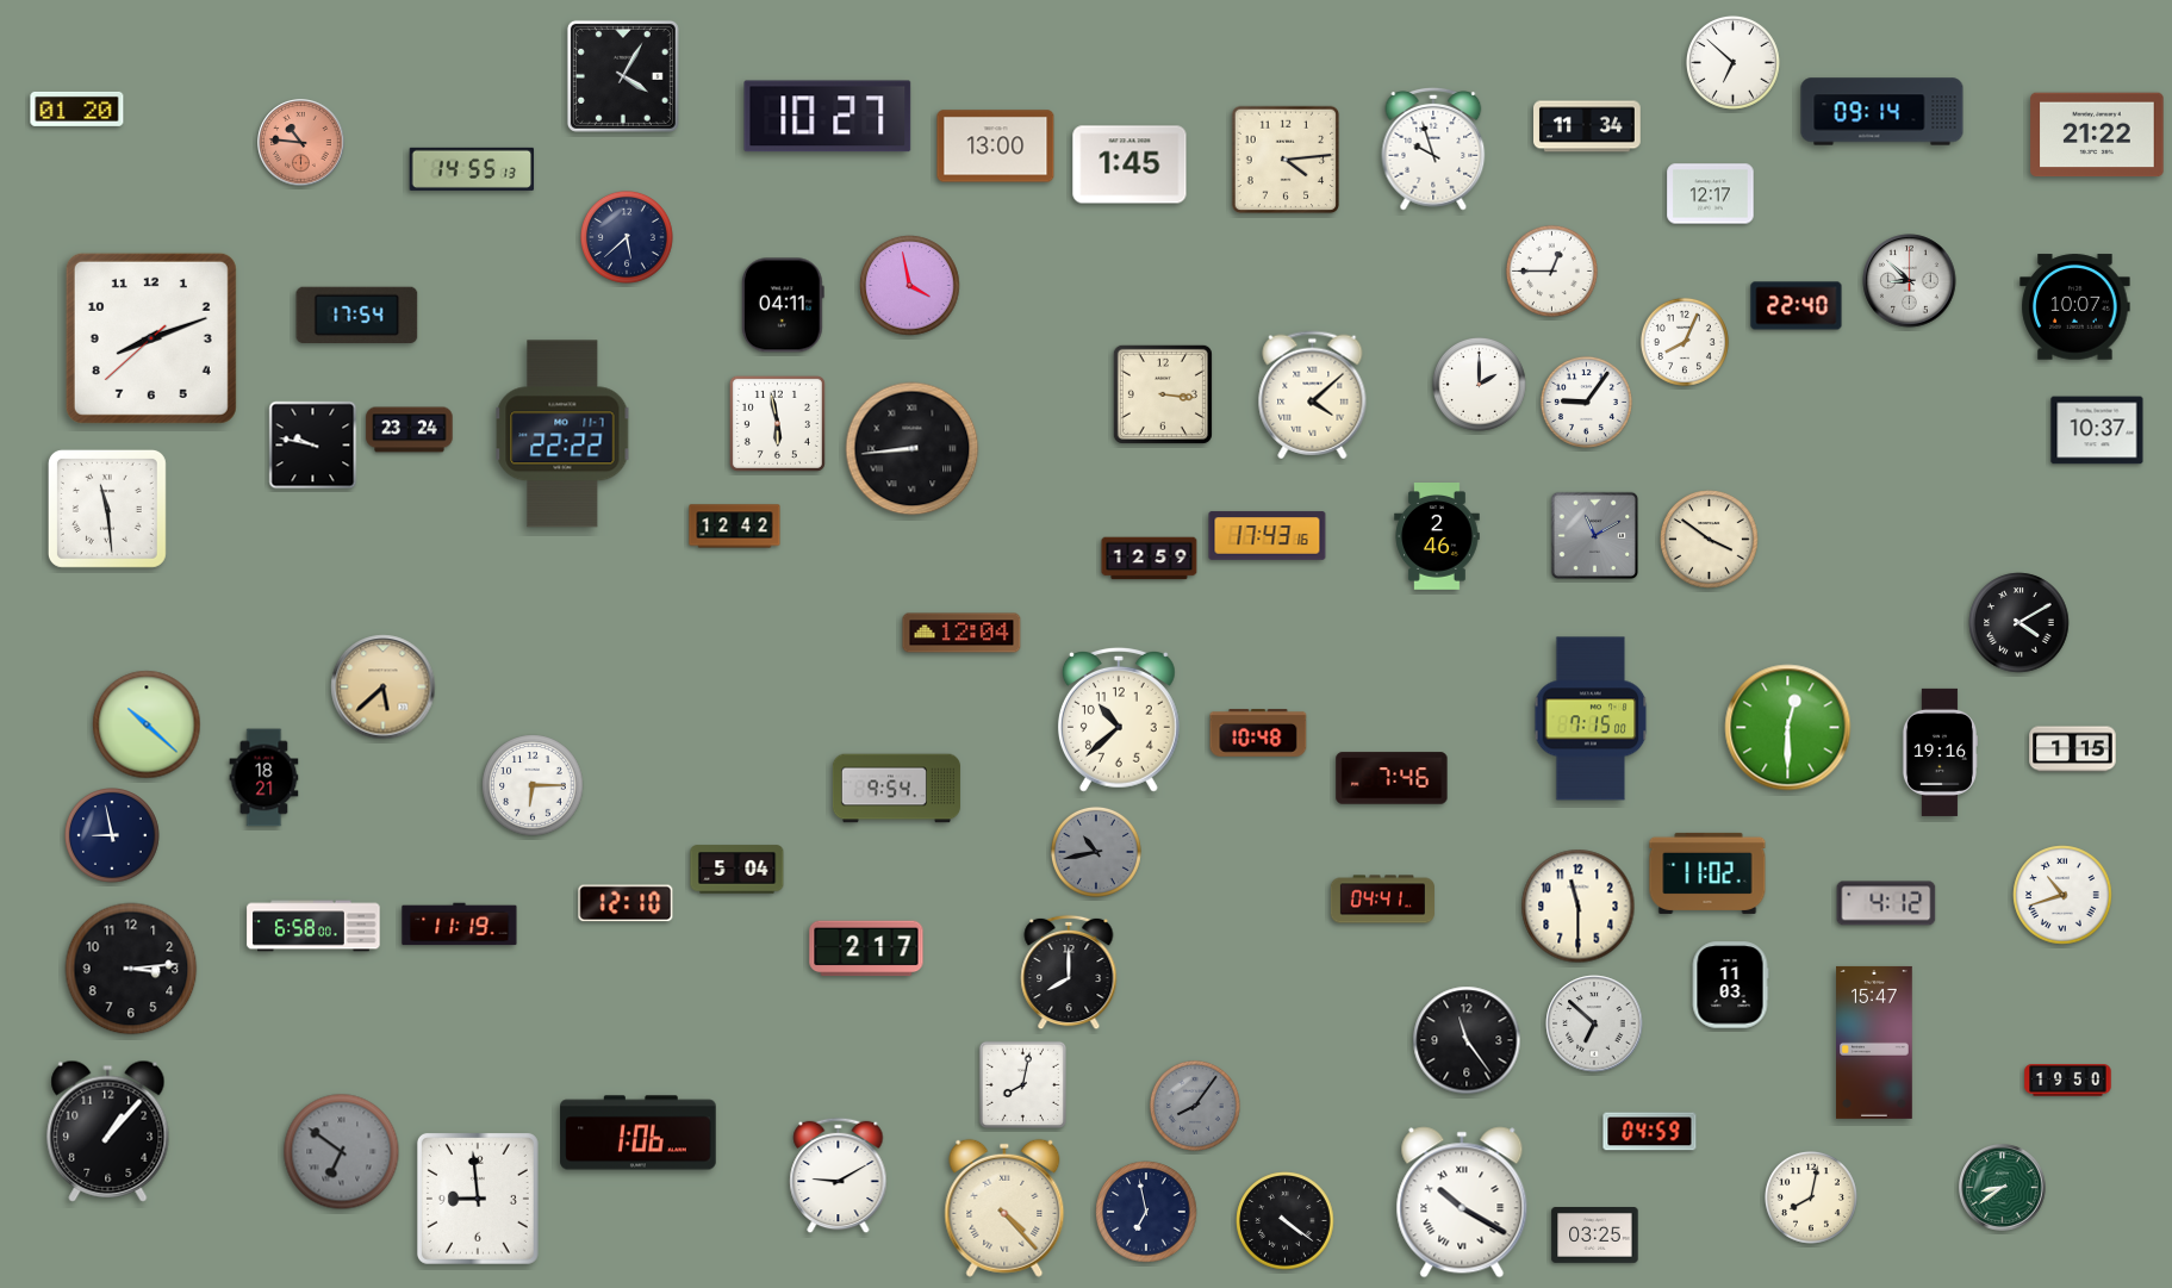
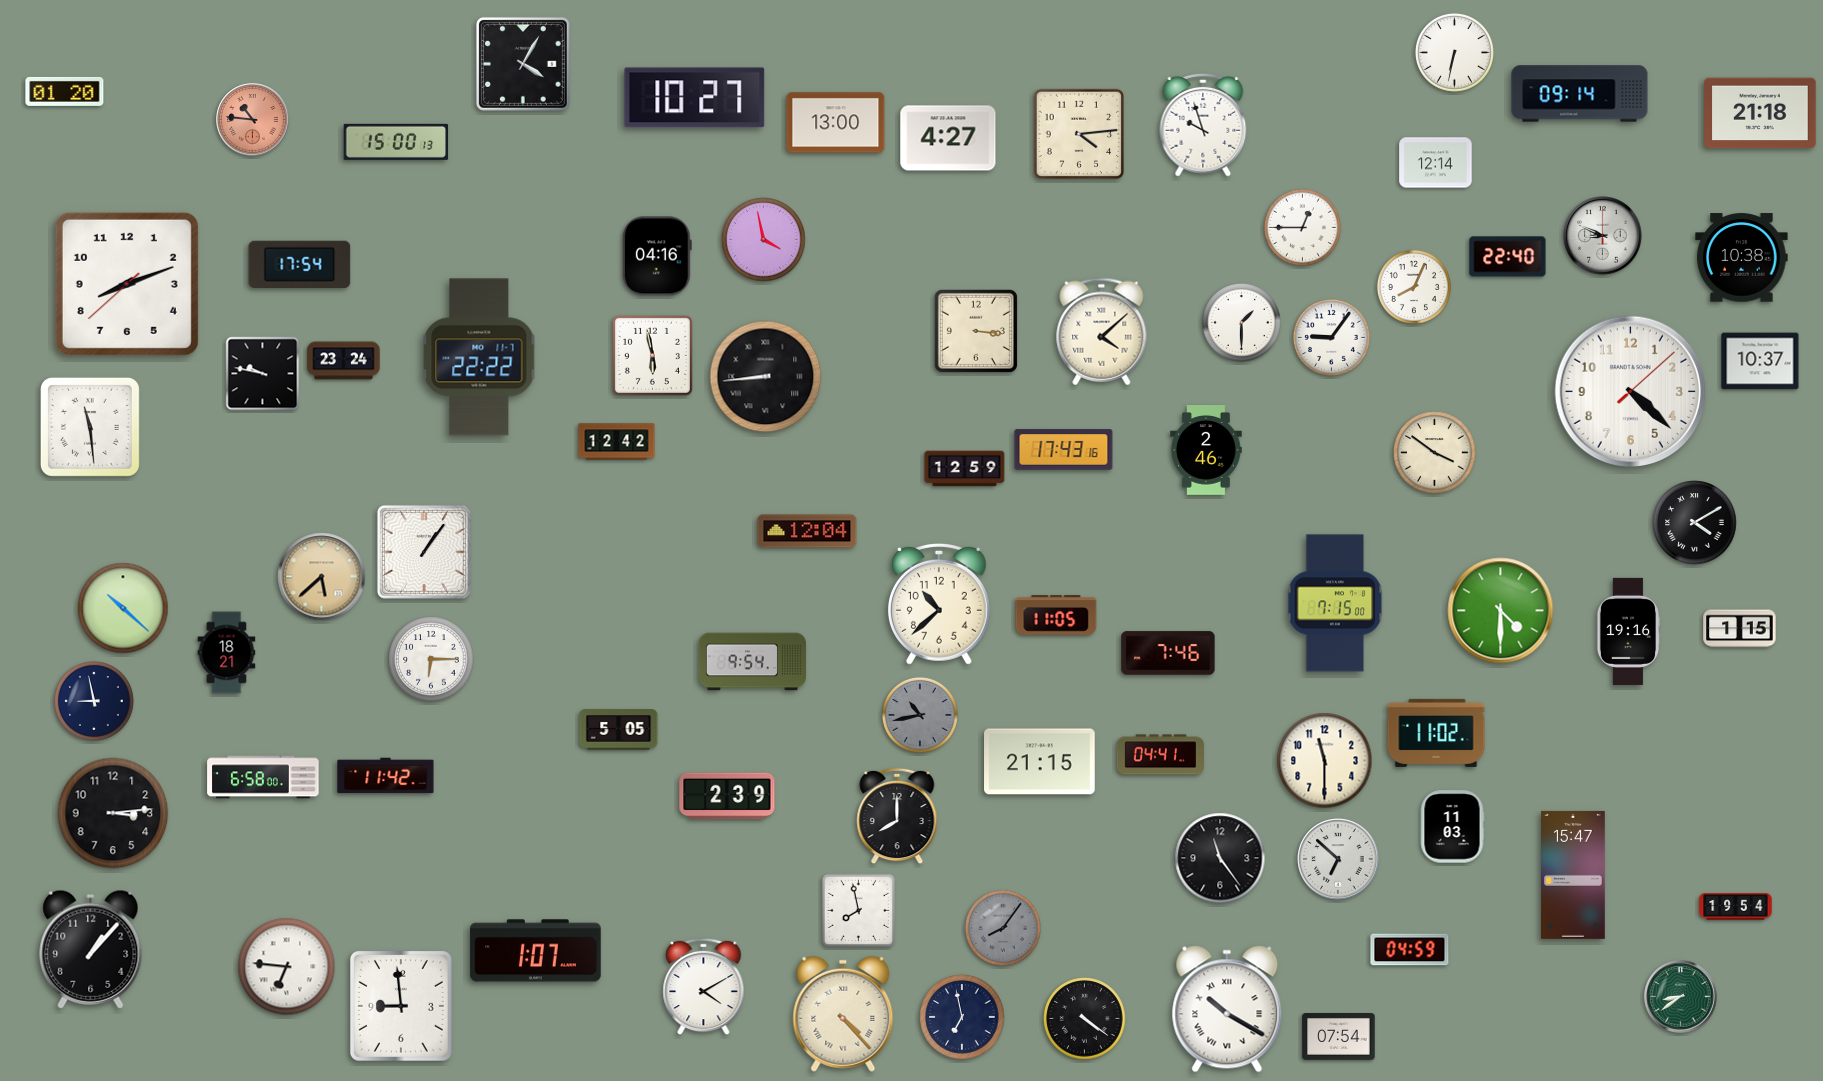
clock at (1732, 62): 6:52 -> 6:32
clock at (1588, 126): 11:34 -> none
clock at (2097, 135): 21:22 -> 21:18
clock at (1129, 164): 1:45 -> 4:27
clock at (472, 169): 14:55 -> 15:00
clock at (1711, 194): 12:17 -> 12:14
clock at (627, 237): 5:38 -> none
clock at (1910, 281): 8:52 -> 8:49
clock at (783, 305): 04:11 -> 04:16
clock at (2075, 307): 10:07 -> 10:38
clock at (1479, 384): 2:00 -> 1:30
clock at (562, 434) position: (562, 434) -> (479, 357)
clock at (1630, 391): none -> 4:22
clock at (1595, 536): 11:10 -> none
clock at (424, 552): none -> 1:06
clock at (1788, 728): 12:30 -> 4:30
clock at (1258, 733): 10:48 -> 11:05
clock at (265, 778) position: (265, 778) -> (227, 653)
clock at (533, 785) position: (533, 785) -> (431, 659)
clock at (738, 870): 5:04 -> 5:05
clock at (1707, 873) position: (1707, 873) -> (1436, 733)
clock at (2062, 895): 10:42 -> none
clock at (626, 903): 12:10 -> none
clock at (1886, 903): 4:12 -> none
clock at (1040, 762): none -> 21:15
clock at (460, 925): 11:19 -> 11:42
clock at (866, 948): 2:17 -> 2:39
clock at (131, 969) position: (131, 969) -> (113, 813)
clock at (1467, 1040) position: (1467, 1040) -> (1220, 858)
clock at (2068, 1081): 19:50 -> 19:54
clock at (1022, 1084): 8:02 -> 7:58
clock at (1650, 1132) position: (1650, 1132) -> (1410, 950)
clock at (639, 1133): 1:06 -> 1:07
clock at (342, 1152): 6:51 -> 6:46
clock at (342, 1152) dial: grey -> white
clock at (839, 1176): 9:10 -> 4:10
clock at (1811, 1197): 8:02 -> none
clock at (1286, 1221) position: (1286, 1221) -> (1085, 1019)
clock at (1595, 1236): 03:25 -> 07:54
